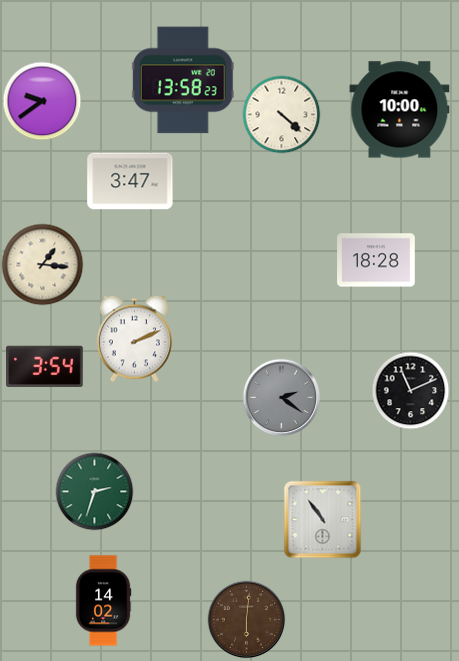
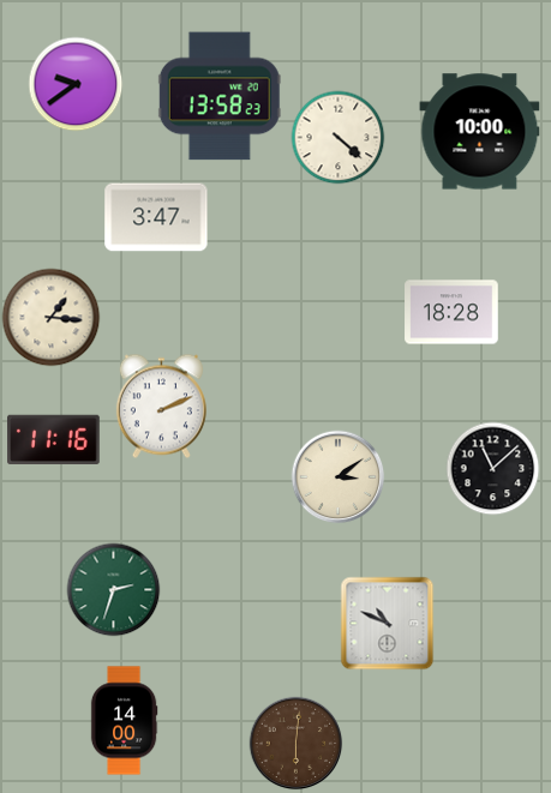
clock at (42, 101) position: (42, 101) -> (76, 84)
clock at (45, 367): 3:54 -> 11:16
clock at (410, 390): 11:11 -> 11:08
clock at (281, 397): 2:21 -> 3:09
clock at (281, 397) dial: grey -> cream
clock at (322, 519): 10:54 -> 10:49
clock at (103, 601): 14:02 -> 14:00
